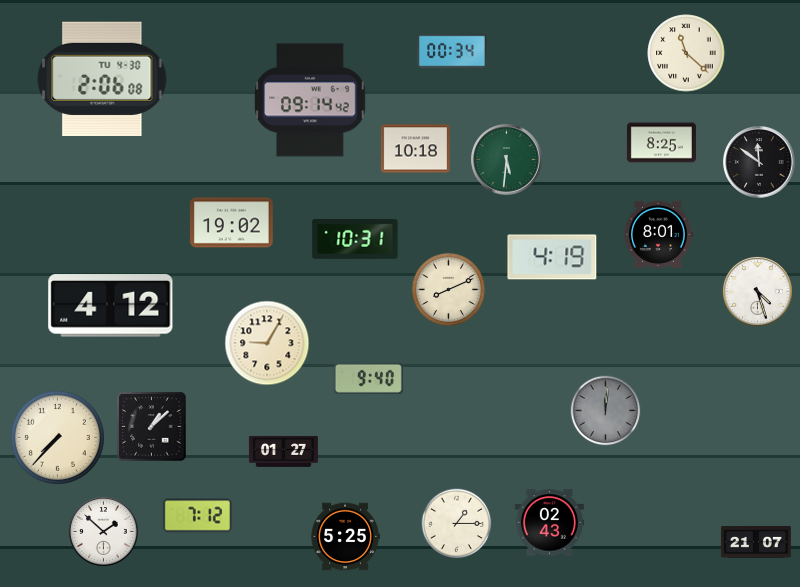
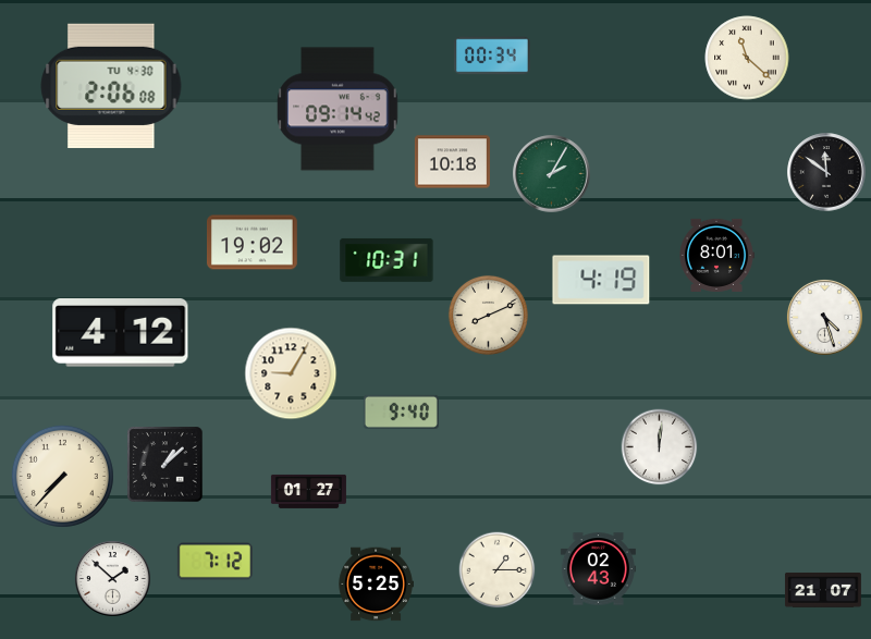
clock at (661, 143): 8:25 -> none
clock at (507, 160): 5:31 -> 2:05
clock at (759, 162) position: (759, 162) -> (826, 172)
clock at (606, 411) dial: grey -> white
